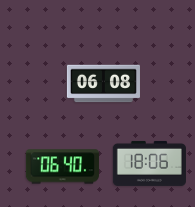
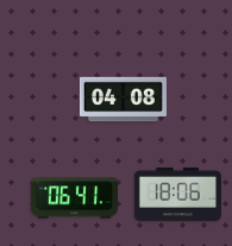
clock at (103, 84): 06:08 -> 04:08
clock at (62, 167): 06:40 -> 06:41
